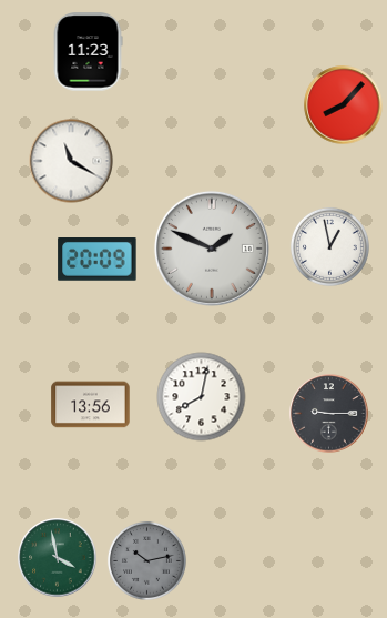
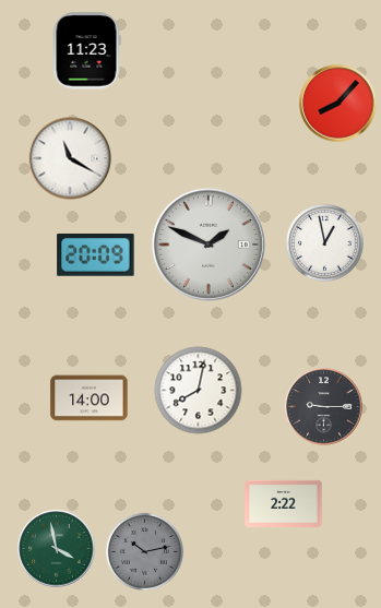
clock at (91, 405): 13:56 -> 14:00
clock at (284, 503): none -> 2:22
